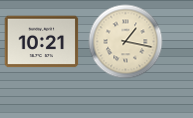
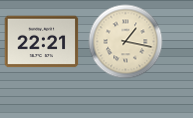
clock at (42, 42): 10:21 -> 22:21
